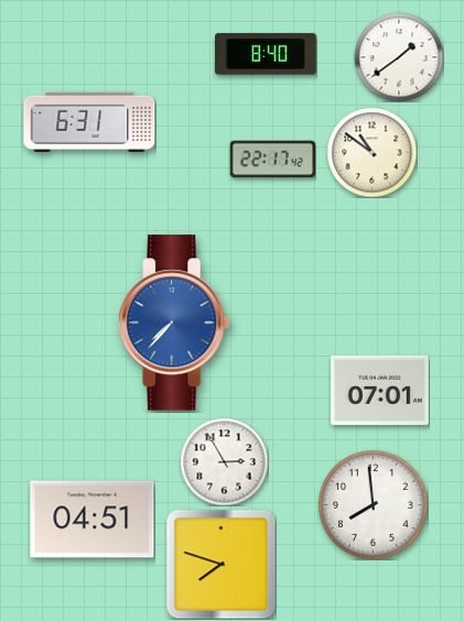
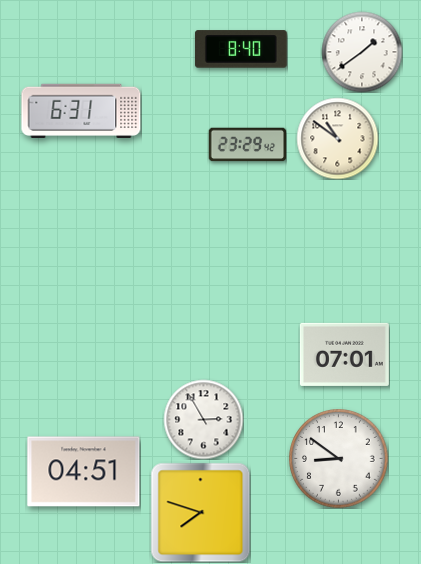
clock at (272, 160): 22:17 -> 23:29
clock at (175, 323): 7:37 -> none
clock at (374, 505): 7:59 -> 8:51
